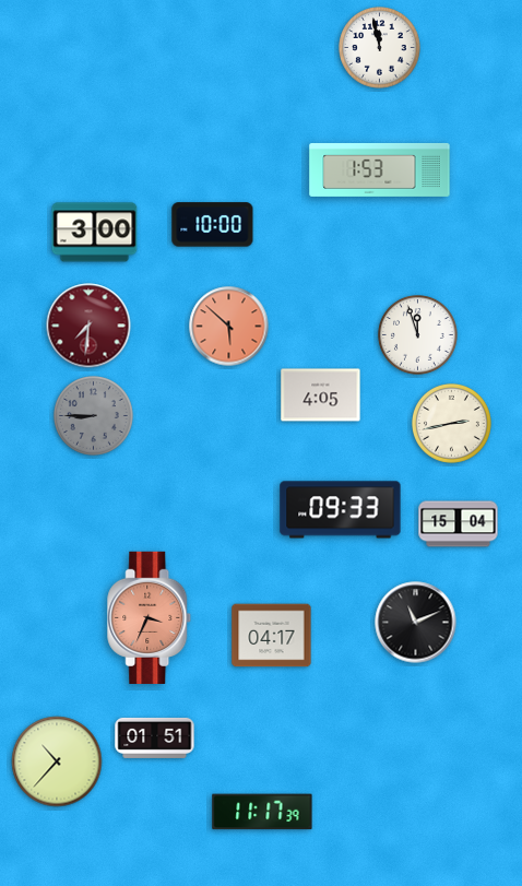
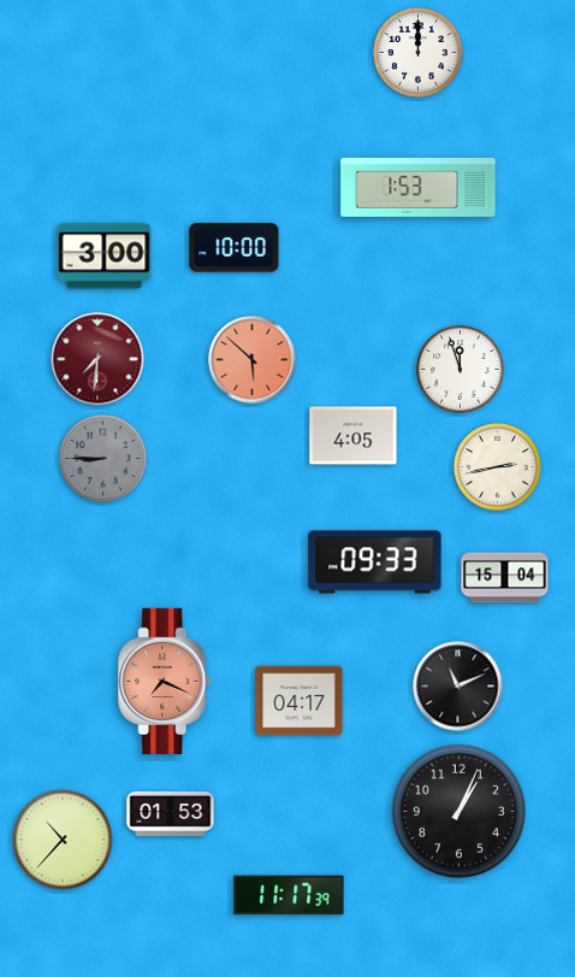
clock at (380, 48): 11:58 -> 12:00
clock at (150, 617): 3:34 -> 7:19
clock at (458, 811): none -> 1:04
clock at (155, 737): 01:51 -> 01:53
